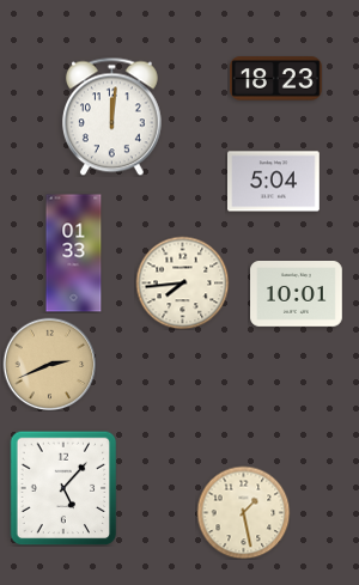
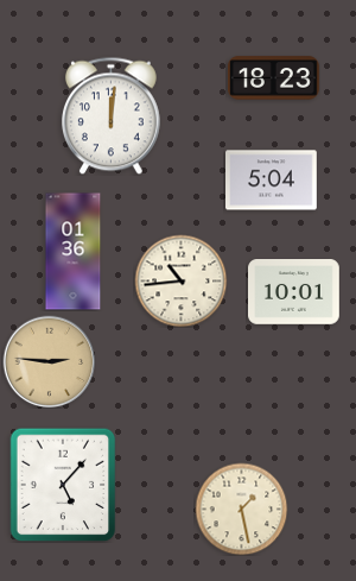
clock at (74, 254): 01:33 -> 01:36
clock at (182, 282): 7:44 -> 10:44
clock at (49, 364): 2:41 -> 2:46
